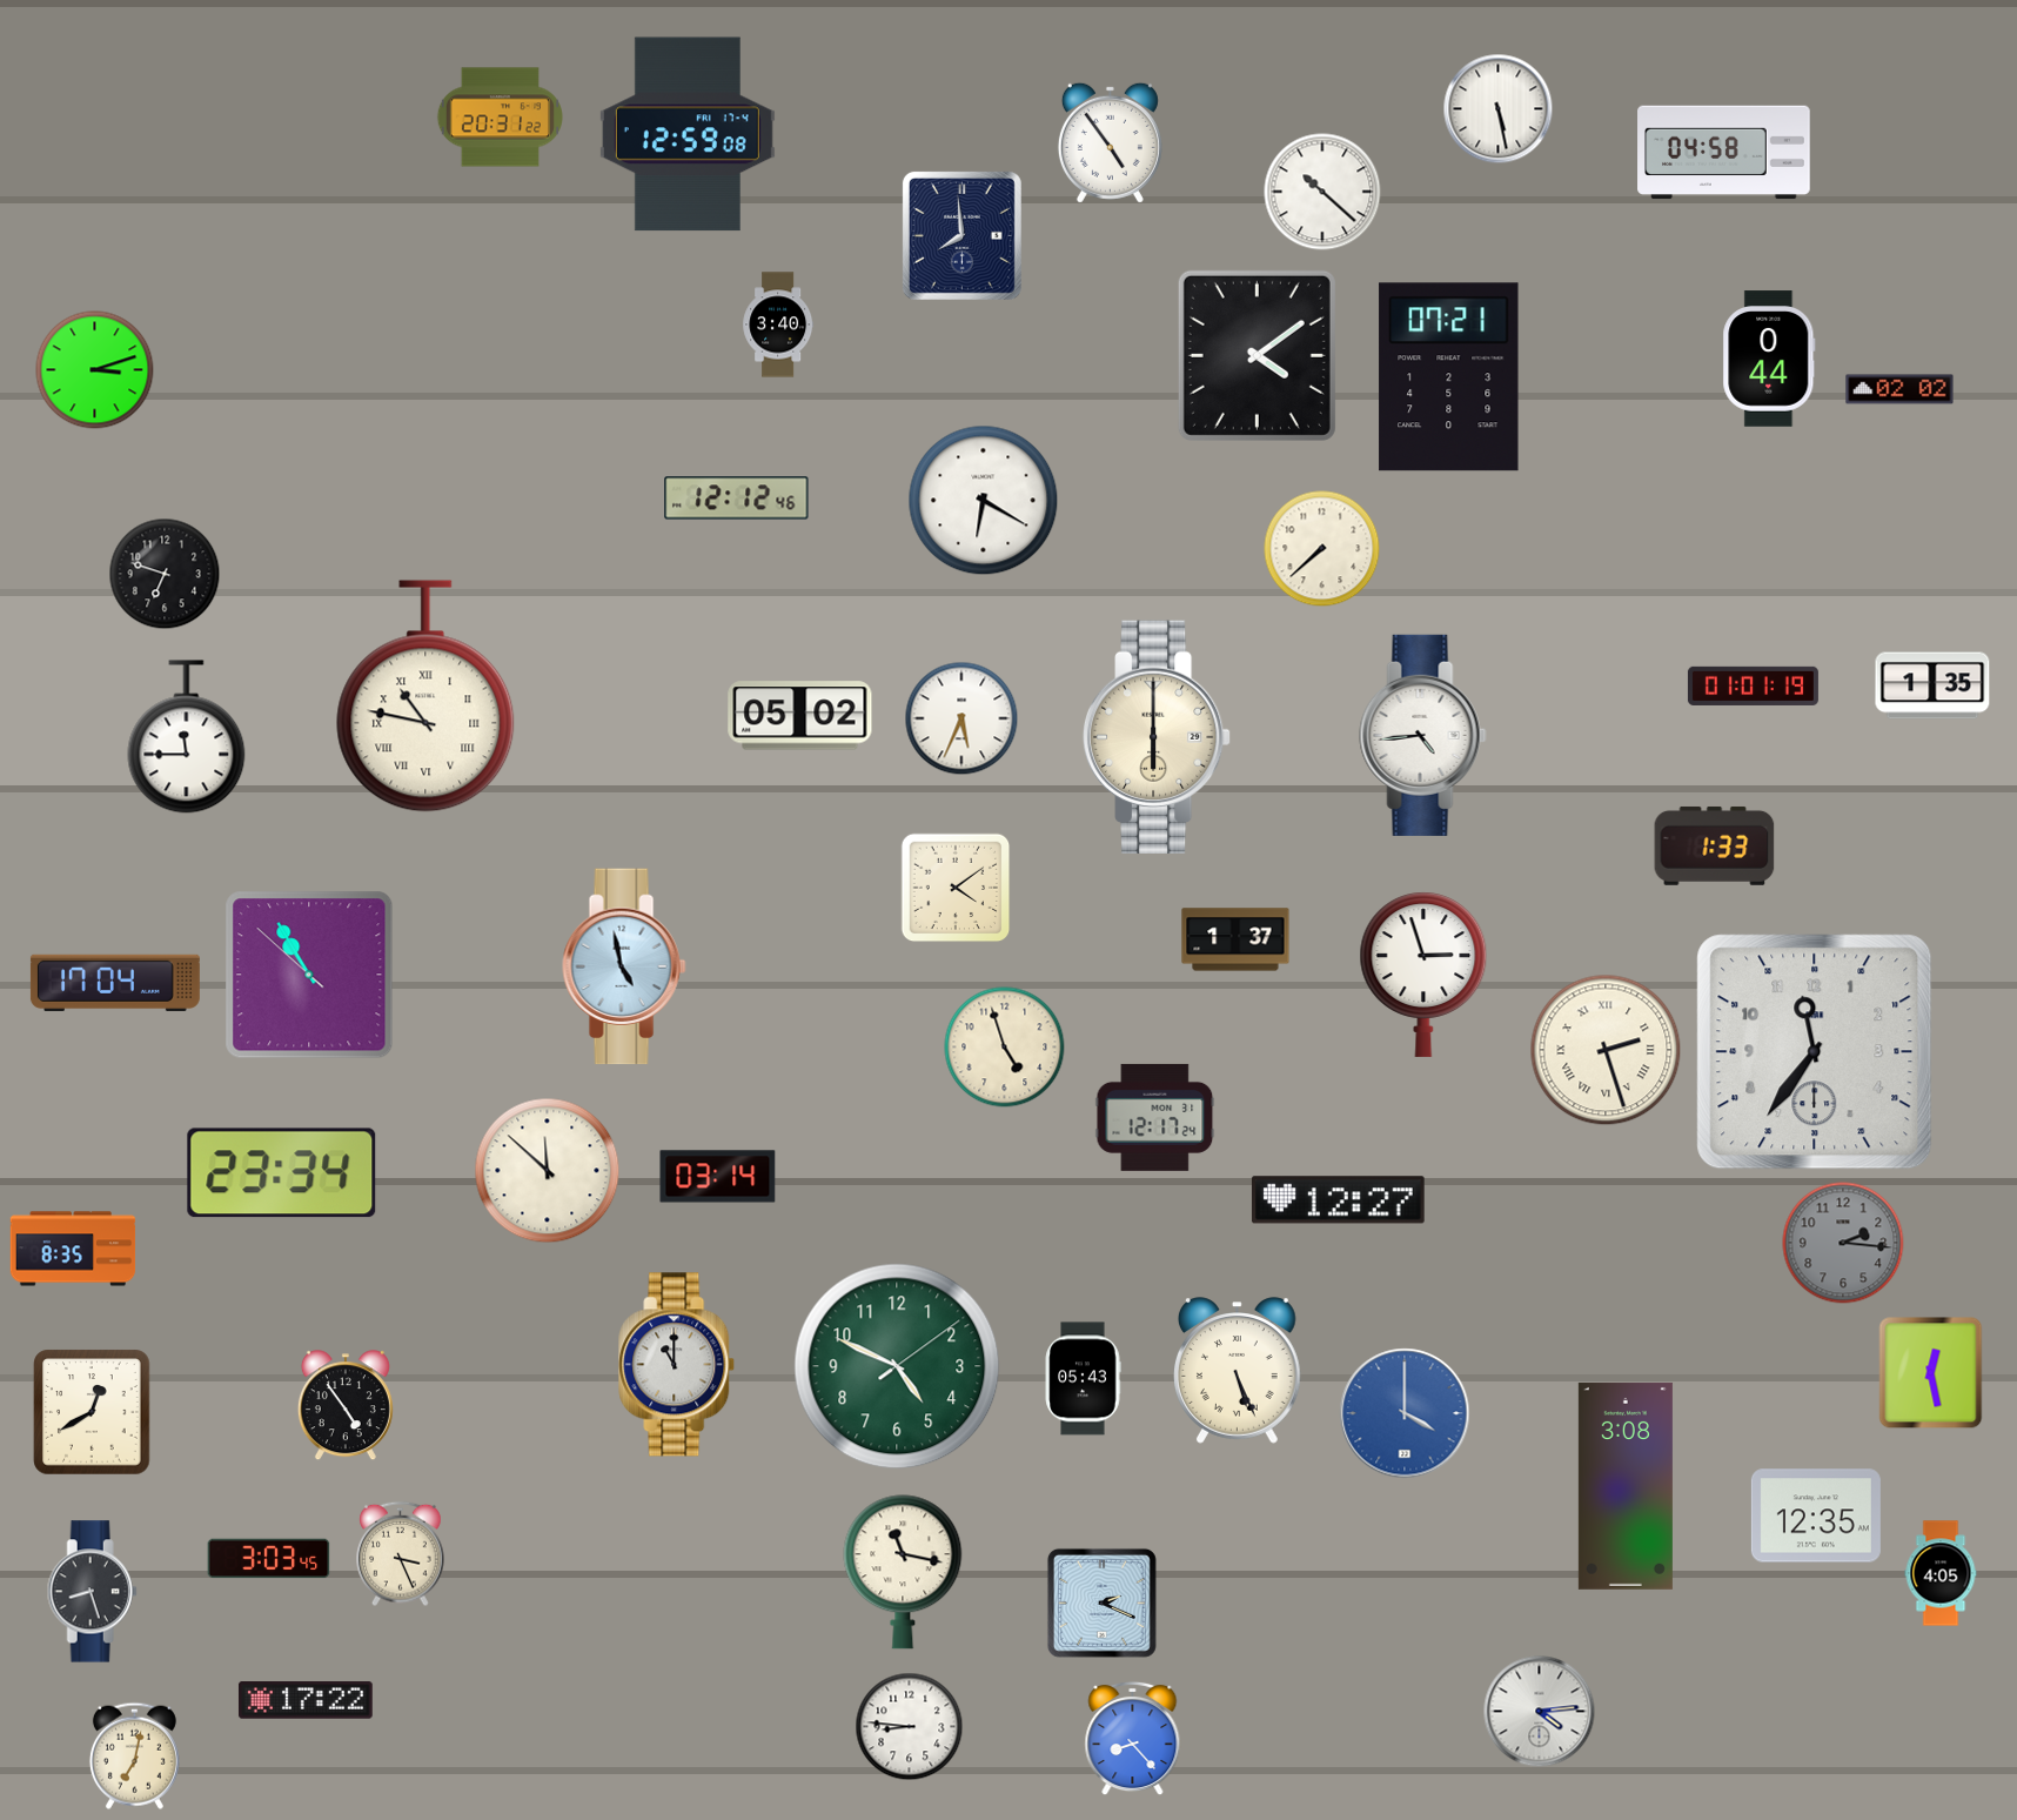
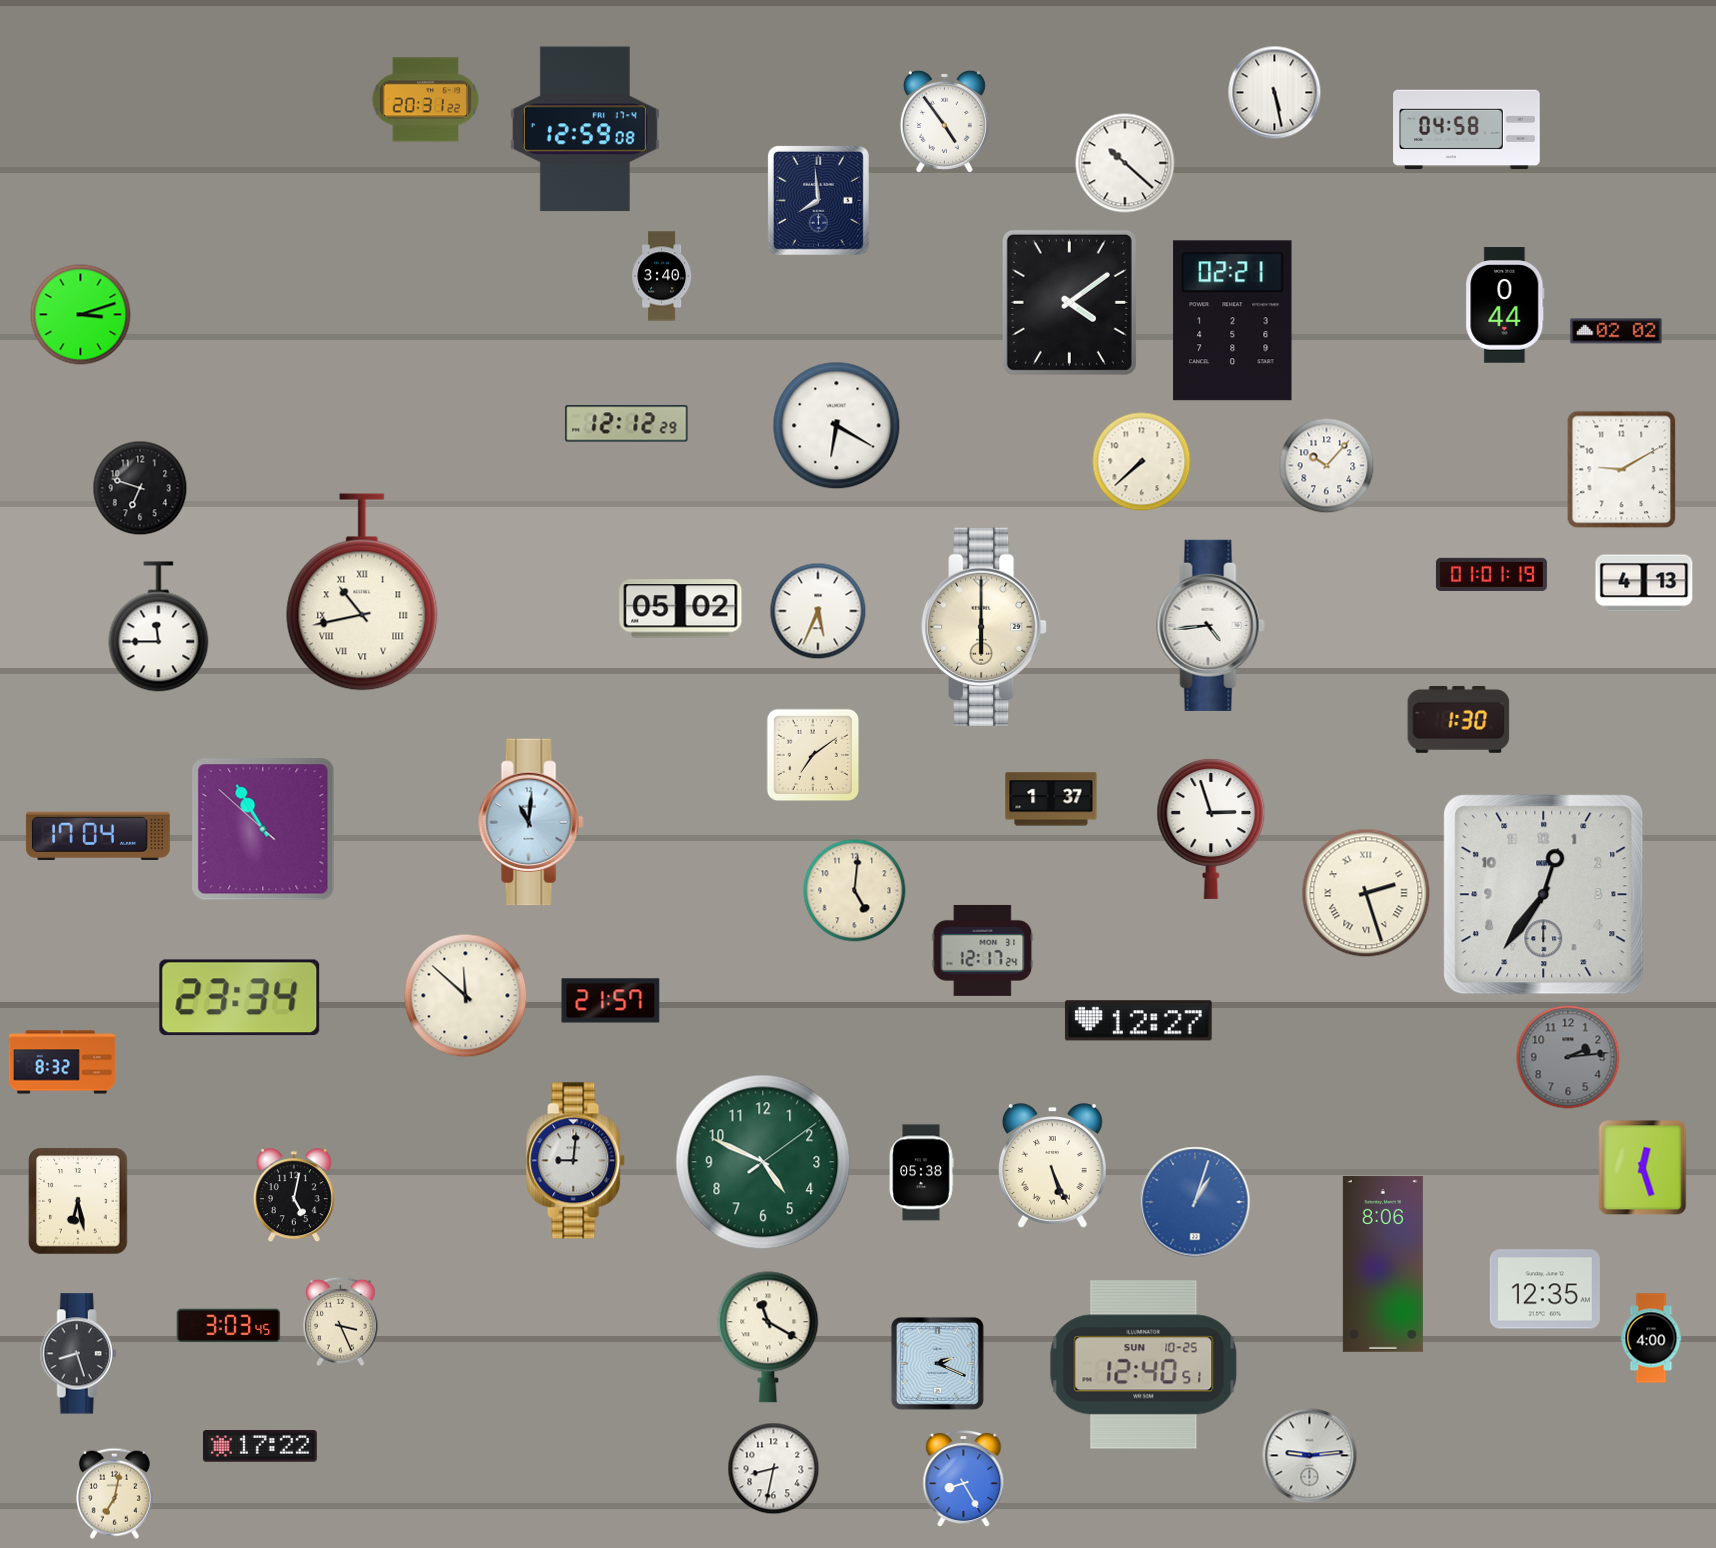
clock at (688, 134) position: (688, 134) -> (585, 129)
clock at (1449, 377): 07:21 -> 02:21
clock at (737, 499): 12:12:46 -> 12:12:29
clock at (1327, 466): none -> 10:07
clock at (1322, 549) position: (1322, 549) -> (1142, 462)
clock at (1622, 470): none -> 9:10
clock at (1753, 685) position: (1753, 685) -> (1491, 574)
clock at (1932, 685): 1:35 -> 4:13
clock at (425, 696): 10:47 -> 10:43
clock at (1715, 845): 1:33 -> 1:30
clock at (956, 888): 4:09 -> 7:09
clock at (624, 966): 4:58 -> 11:01
clock at (1005, 1048): 4:57 -> 5:01
clock at (1815, 1052): 11:36 -> 12:36
clock at (718, 1177): 03:14 -> 21:57
clock at (1843, 1243): 2:16 -> 2:14
clock at (73, 1249): 8:35 -> 8:32
clock at (677, 1365): 11:00 -> 9:01
clock at (1931, 1373): 12:28 -> 12:27
clock at (1083, 1379): 05:43 -> 05:38
clock at (346, 1406): 4:54 -> 5:02
clock at (92, 1412): 12:40 -> 6:28
clock at (1405, 1413): 4:00 -> 1:03
clock at (1626, 1486): 3:08 -> 8:06
clock at (903, 1572): 11:17 -> 11:20
clock at (1941, 1573): 4:05 -> 4:00
clock at (1144, 1365): none -> 12:40
clock at (1540, 1712): 4:14 -> 9:14
clock at (910, 1727): 8:46 -> 8:32
clock at (1133, 1739): 8:23 -> 8:25
